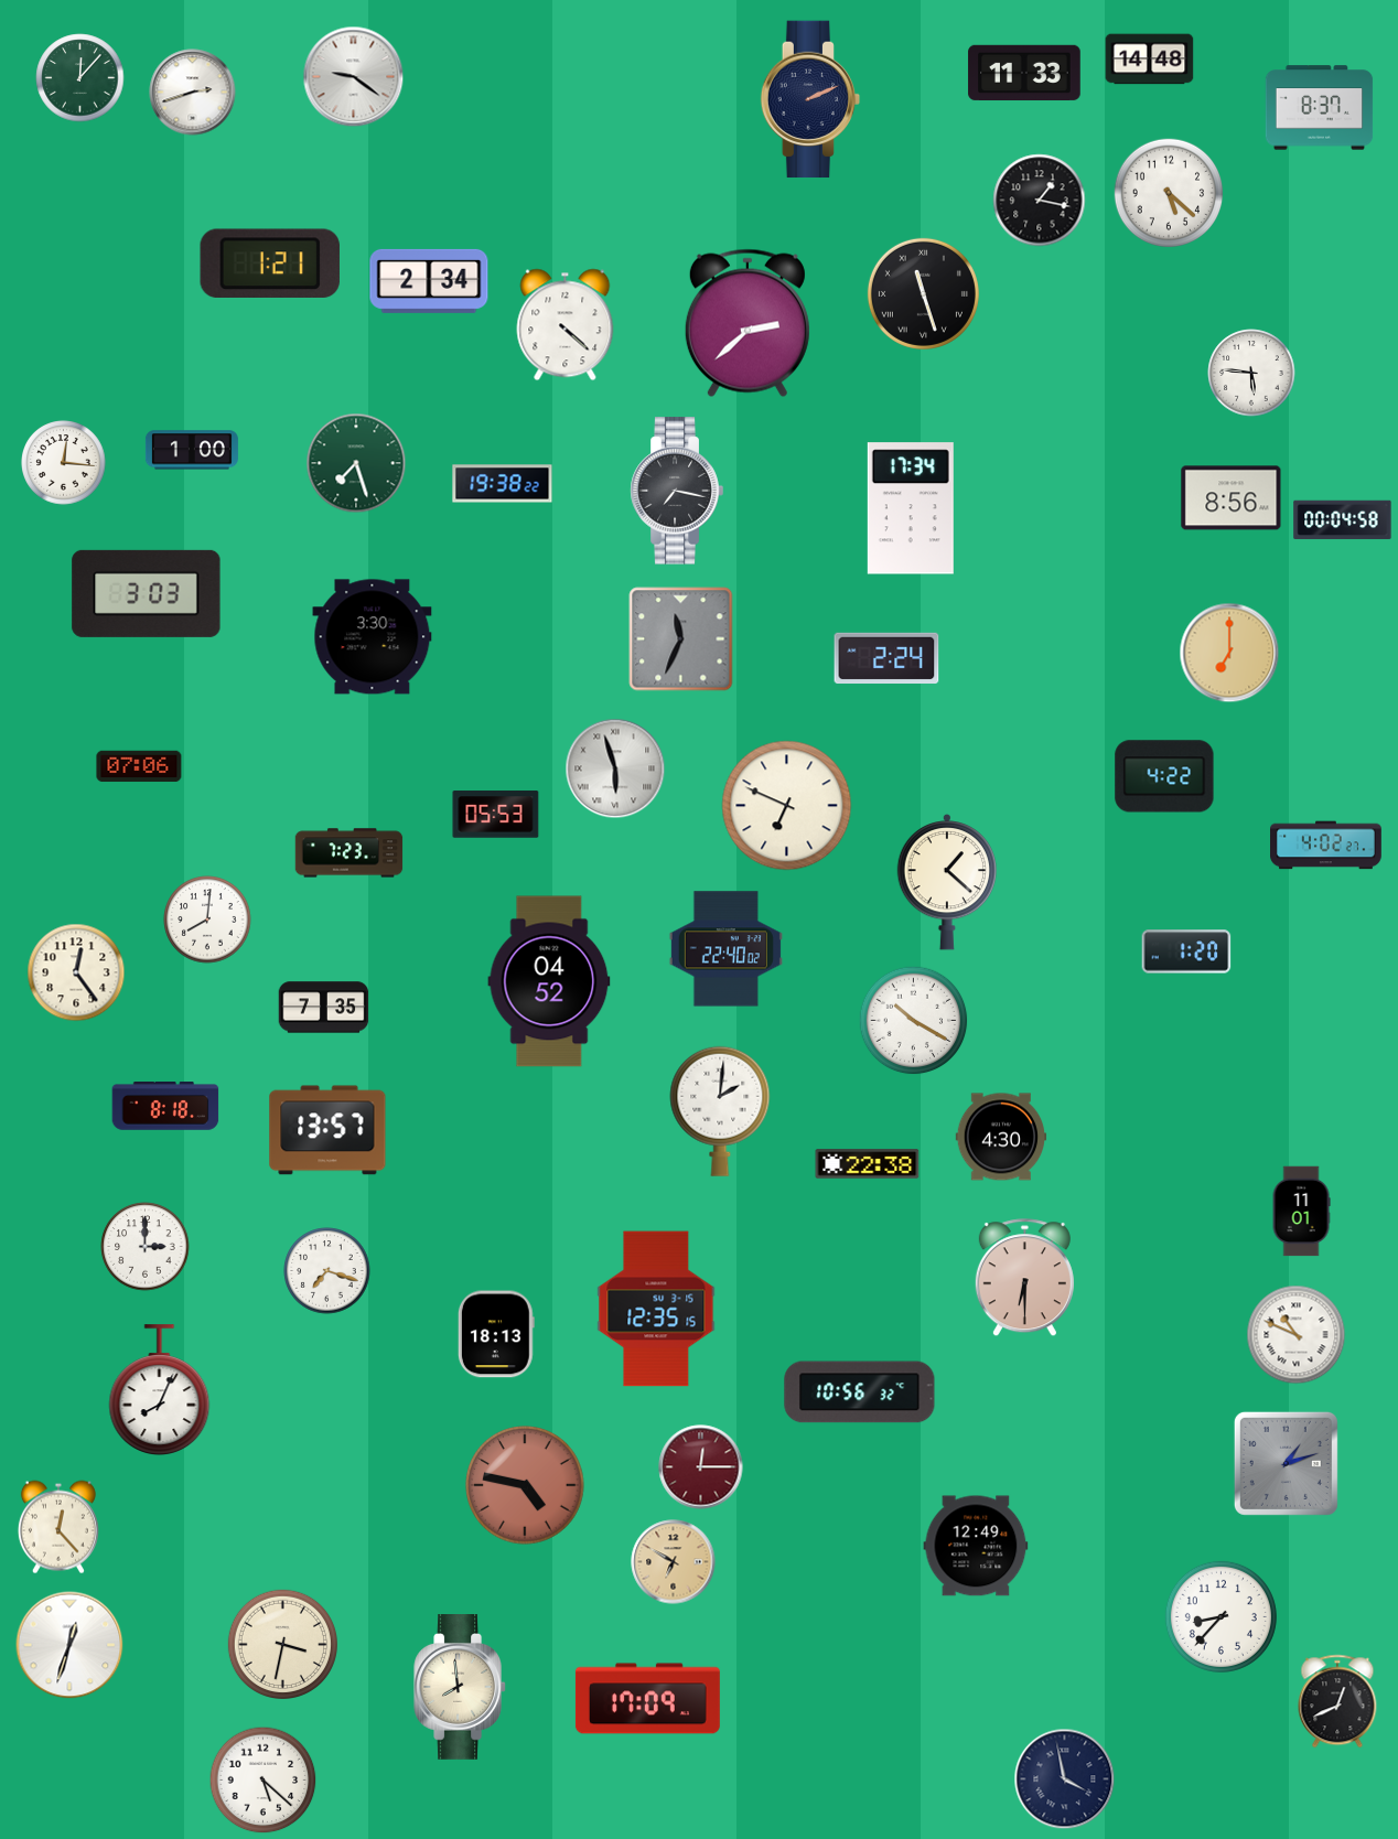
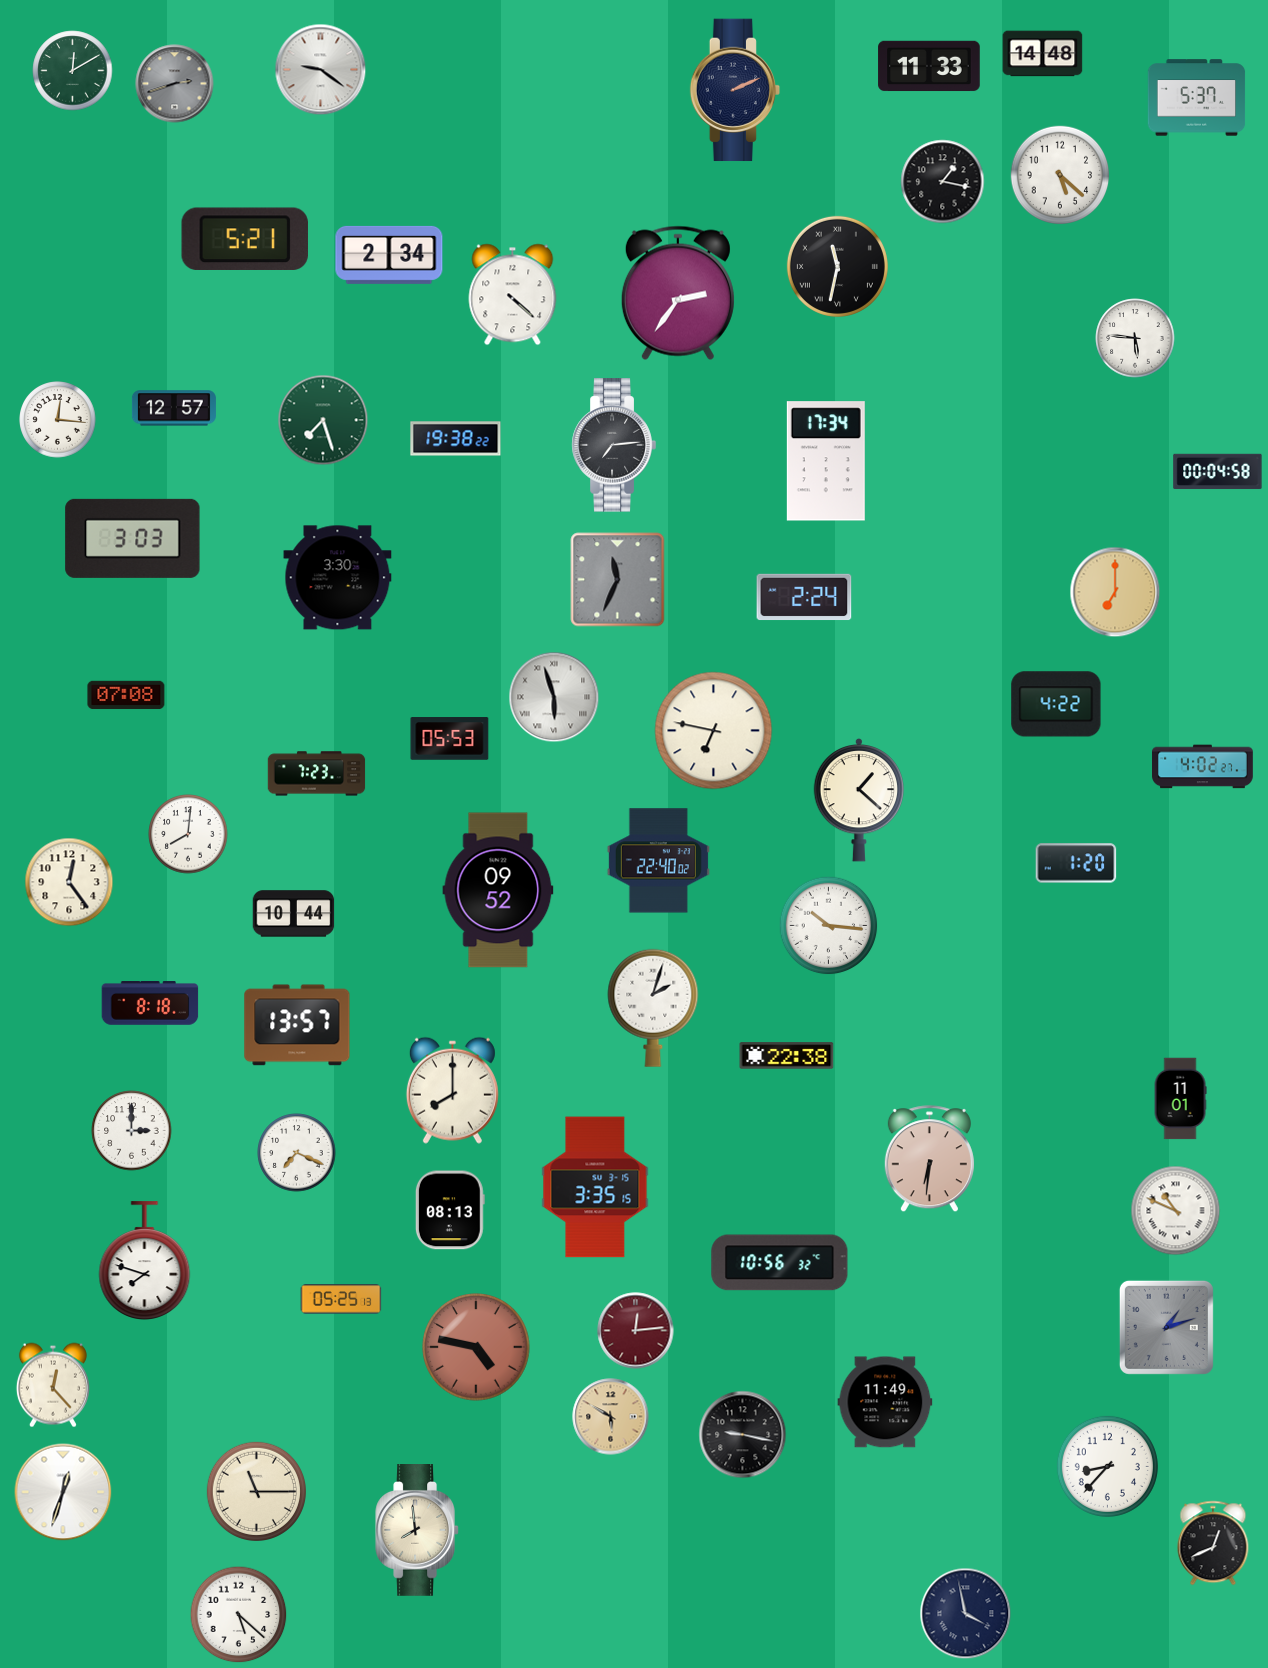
clock at (80, 78): 12:07 -> 12:10
clock at (193, 93) dial: white -> grey
clock at (1320, 108): 8:37 -> 5:37
clock at (269, 262): 1:21 -> 5:21
clock at (923, 293): 11:27 -> 11:32
clock at (748, 323): 2:38 -> 2:36
clock at (192, 450): 1:00 -> 12:57
clock at (677, 491): 7:17 -> 7:14
clock at (1232, 498): 8:56 -> none
clock at (139, 766): 07:06 -> 07:08
clock at (615, 768) position: (615, 768) -> (554, 697)
clock at (787, 806): 6:49 -> 6:47
clock at (549, 981): 04:52 -> 09:52
clock at (324, 1008): 7:35 -> 10:44
clock at (914, 1021): 10:20 -> 10:16
clock at (720, 1111): 2:01 -> 2:03
clock at (1001, 1137): 4:30 -> none
clock at (452, 1090): none -> 8:00
clock at (327, 1271): 7:18 -> 7:19
clock at (1024, 1278): 6:30 -> 6:31
clock at (656, 1309): 12:35 -> 3:35
clock at (496, 1334): 18:13 -> 08:13
clock at (160, 1389): 8:04 -> 7:48
clock at (341, 1299): none -> 05:25
clock at (701, 1467): 12:15 -> 12:14
clock at (976, 1546): 12:49 -> 11:49
clock at (674, 1562): 6:50 -> 5:50
clock at (743, 1435): none -> 9:17
clock at (282, 1644): 3:32 -> 11:15
clock at (647, 1699): 17:09 -> none
